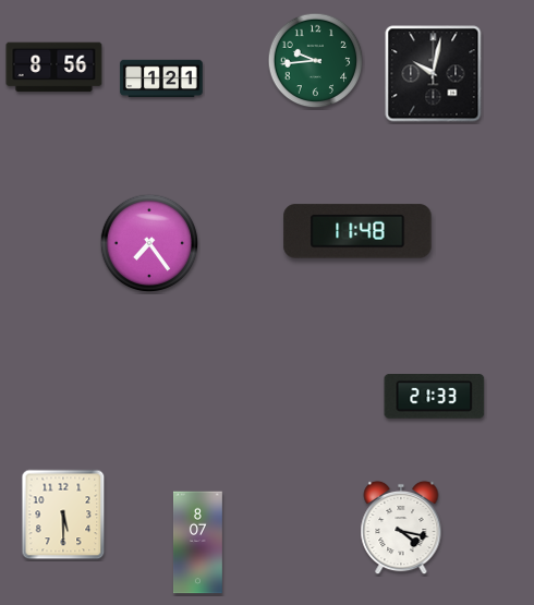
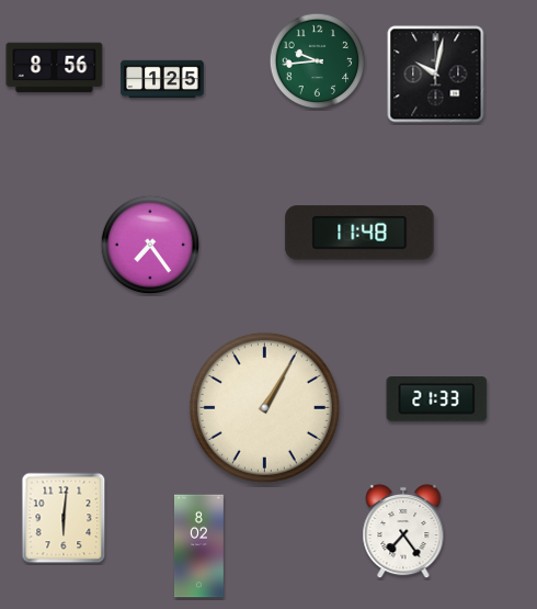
clock at (161, 78): 1:21 -> 1:25
clock at (264, 407): none -> 1:05
clock at (63, 515): 5:30 -> 6:01
clock at (401, 528): 4:17 -> 7:24
clock at (197, 543): 8:07 -> 8:02
